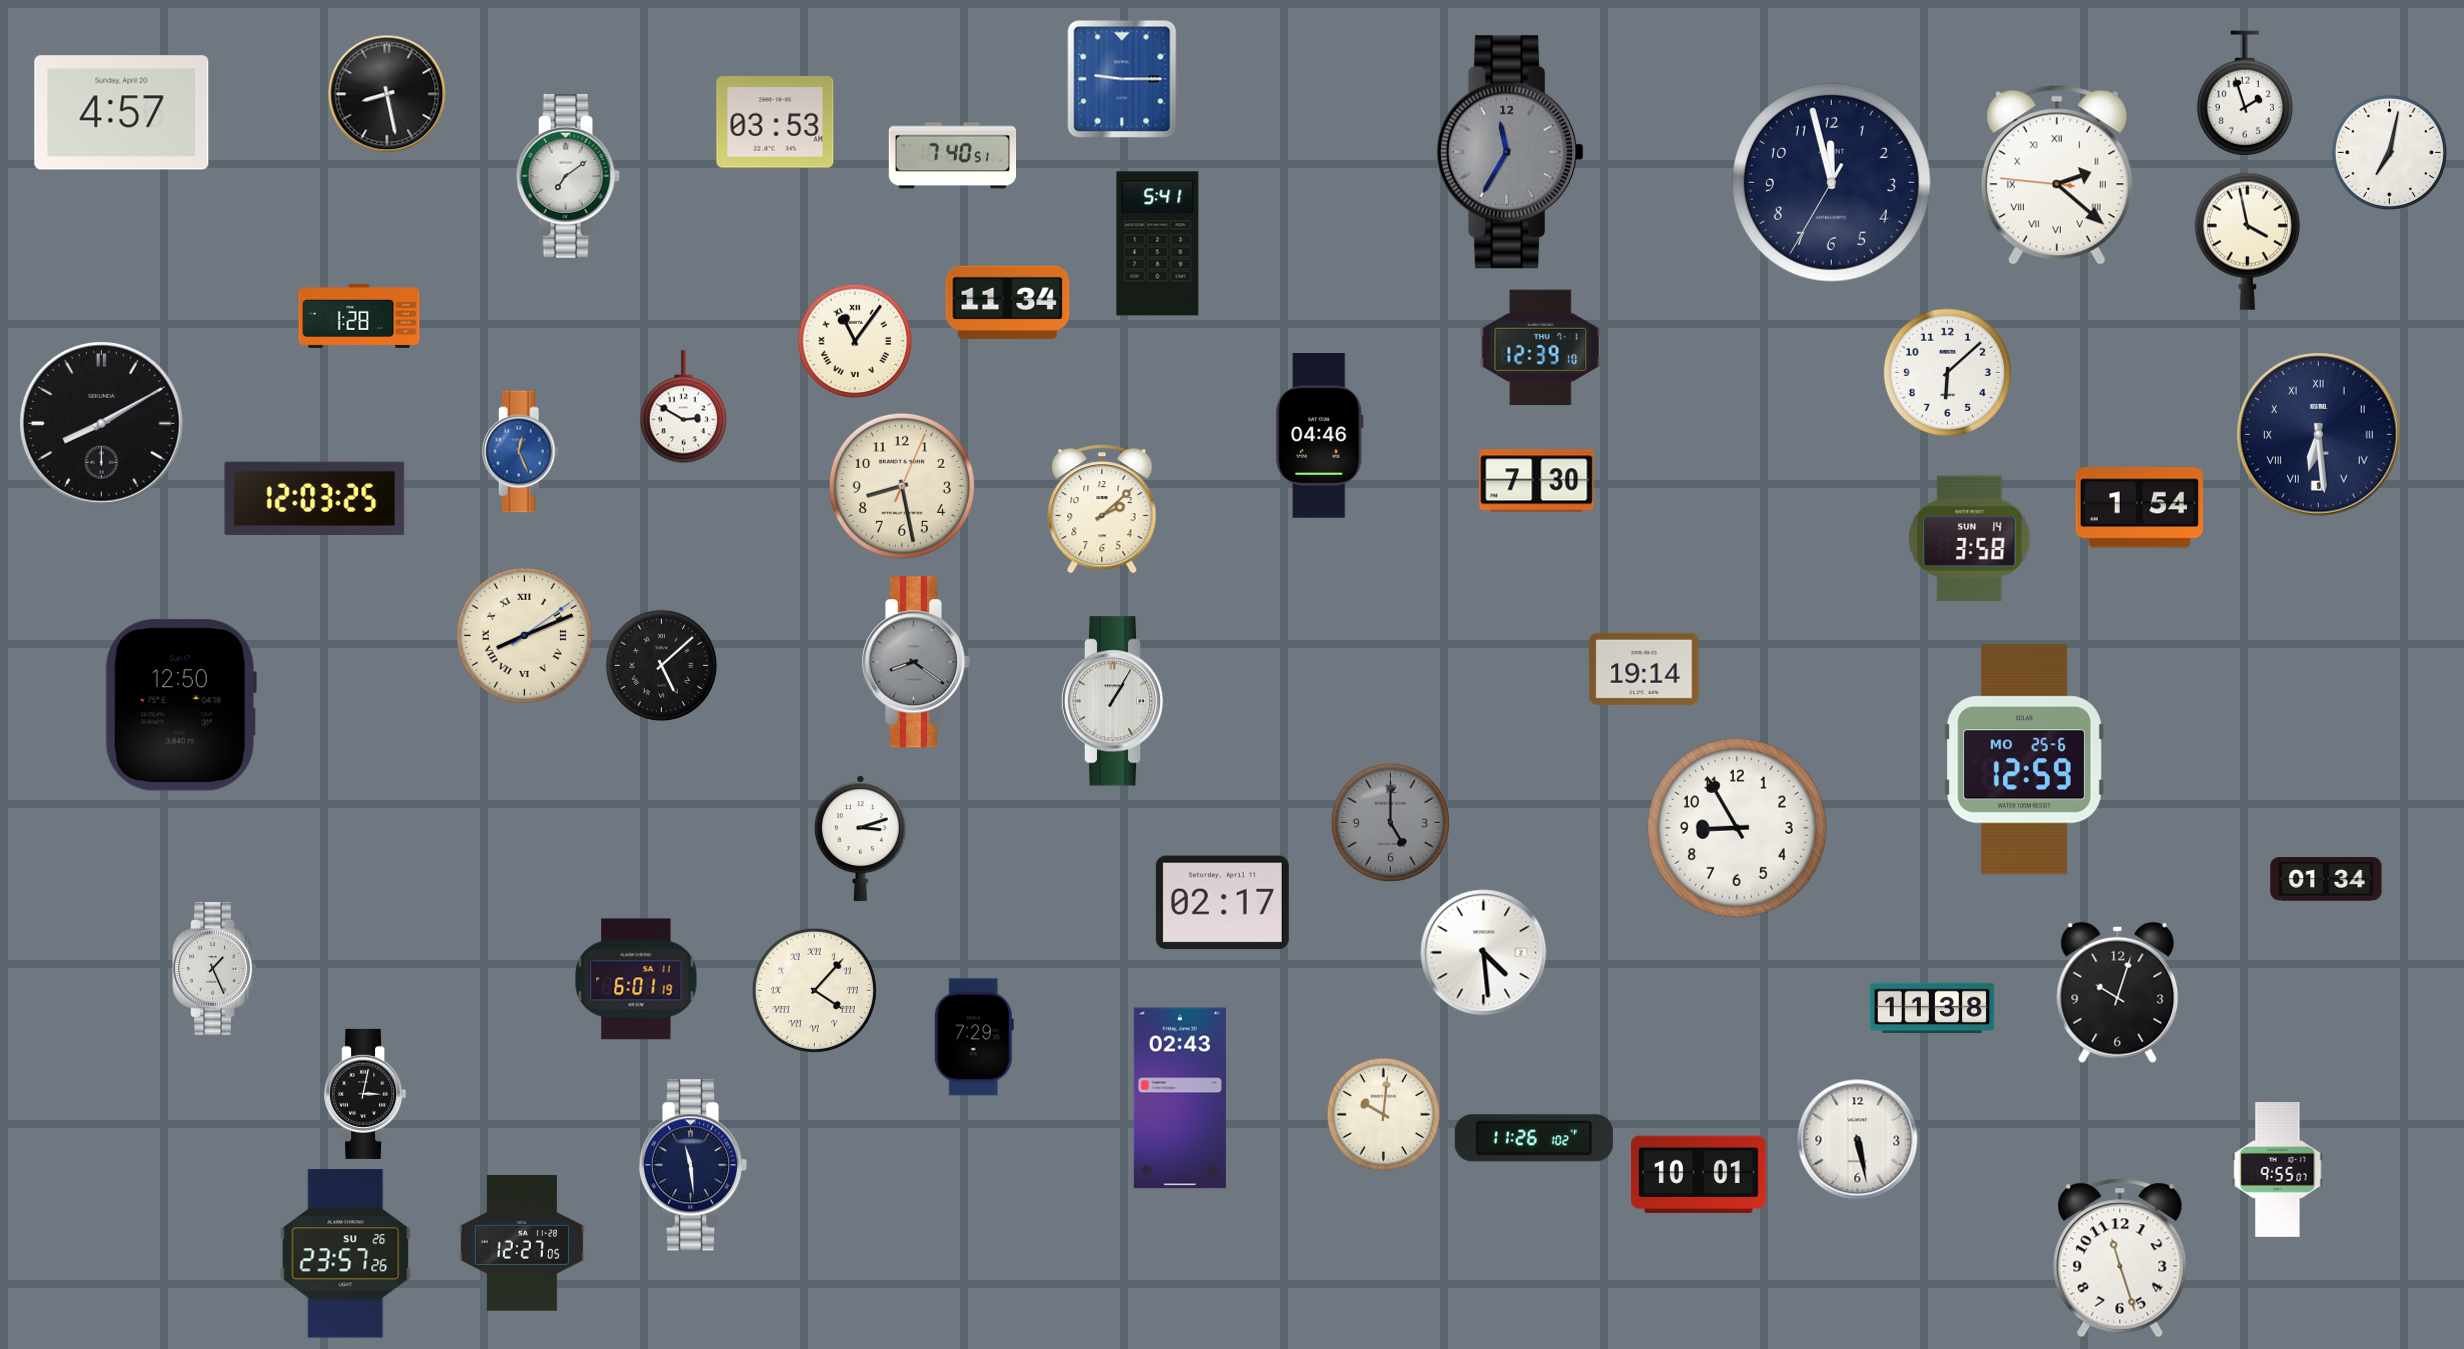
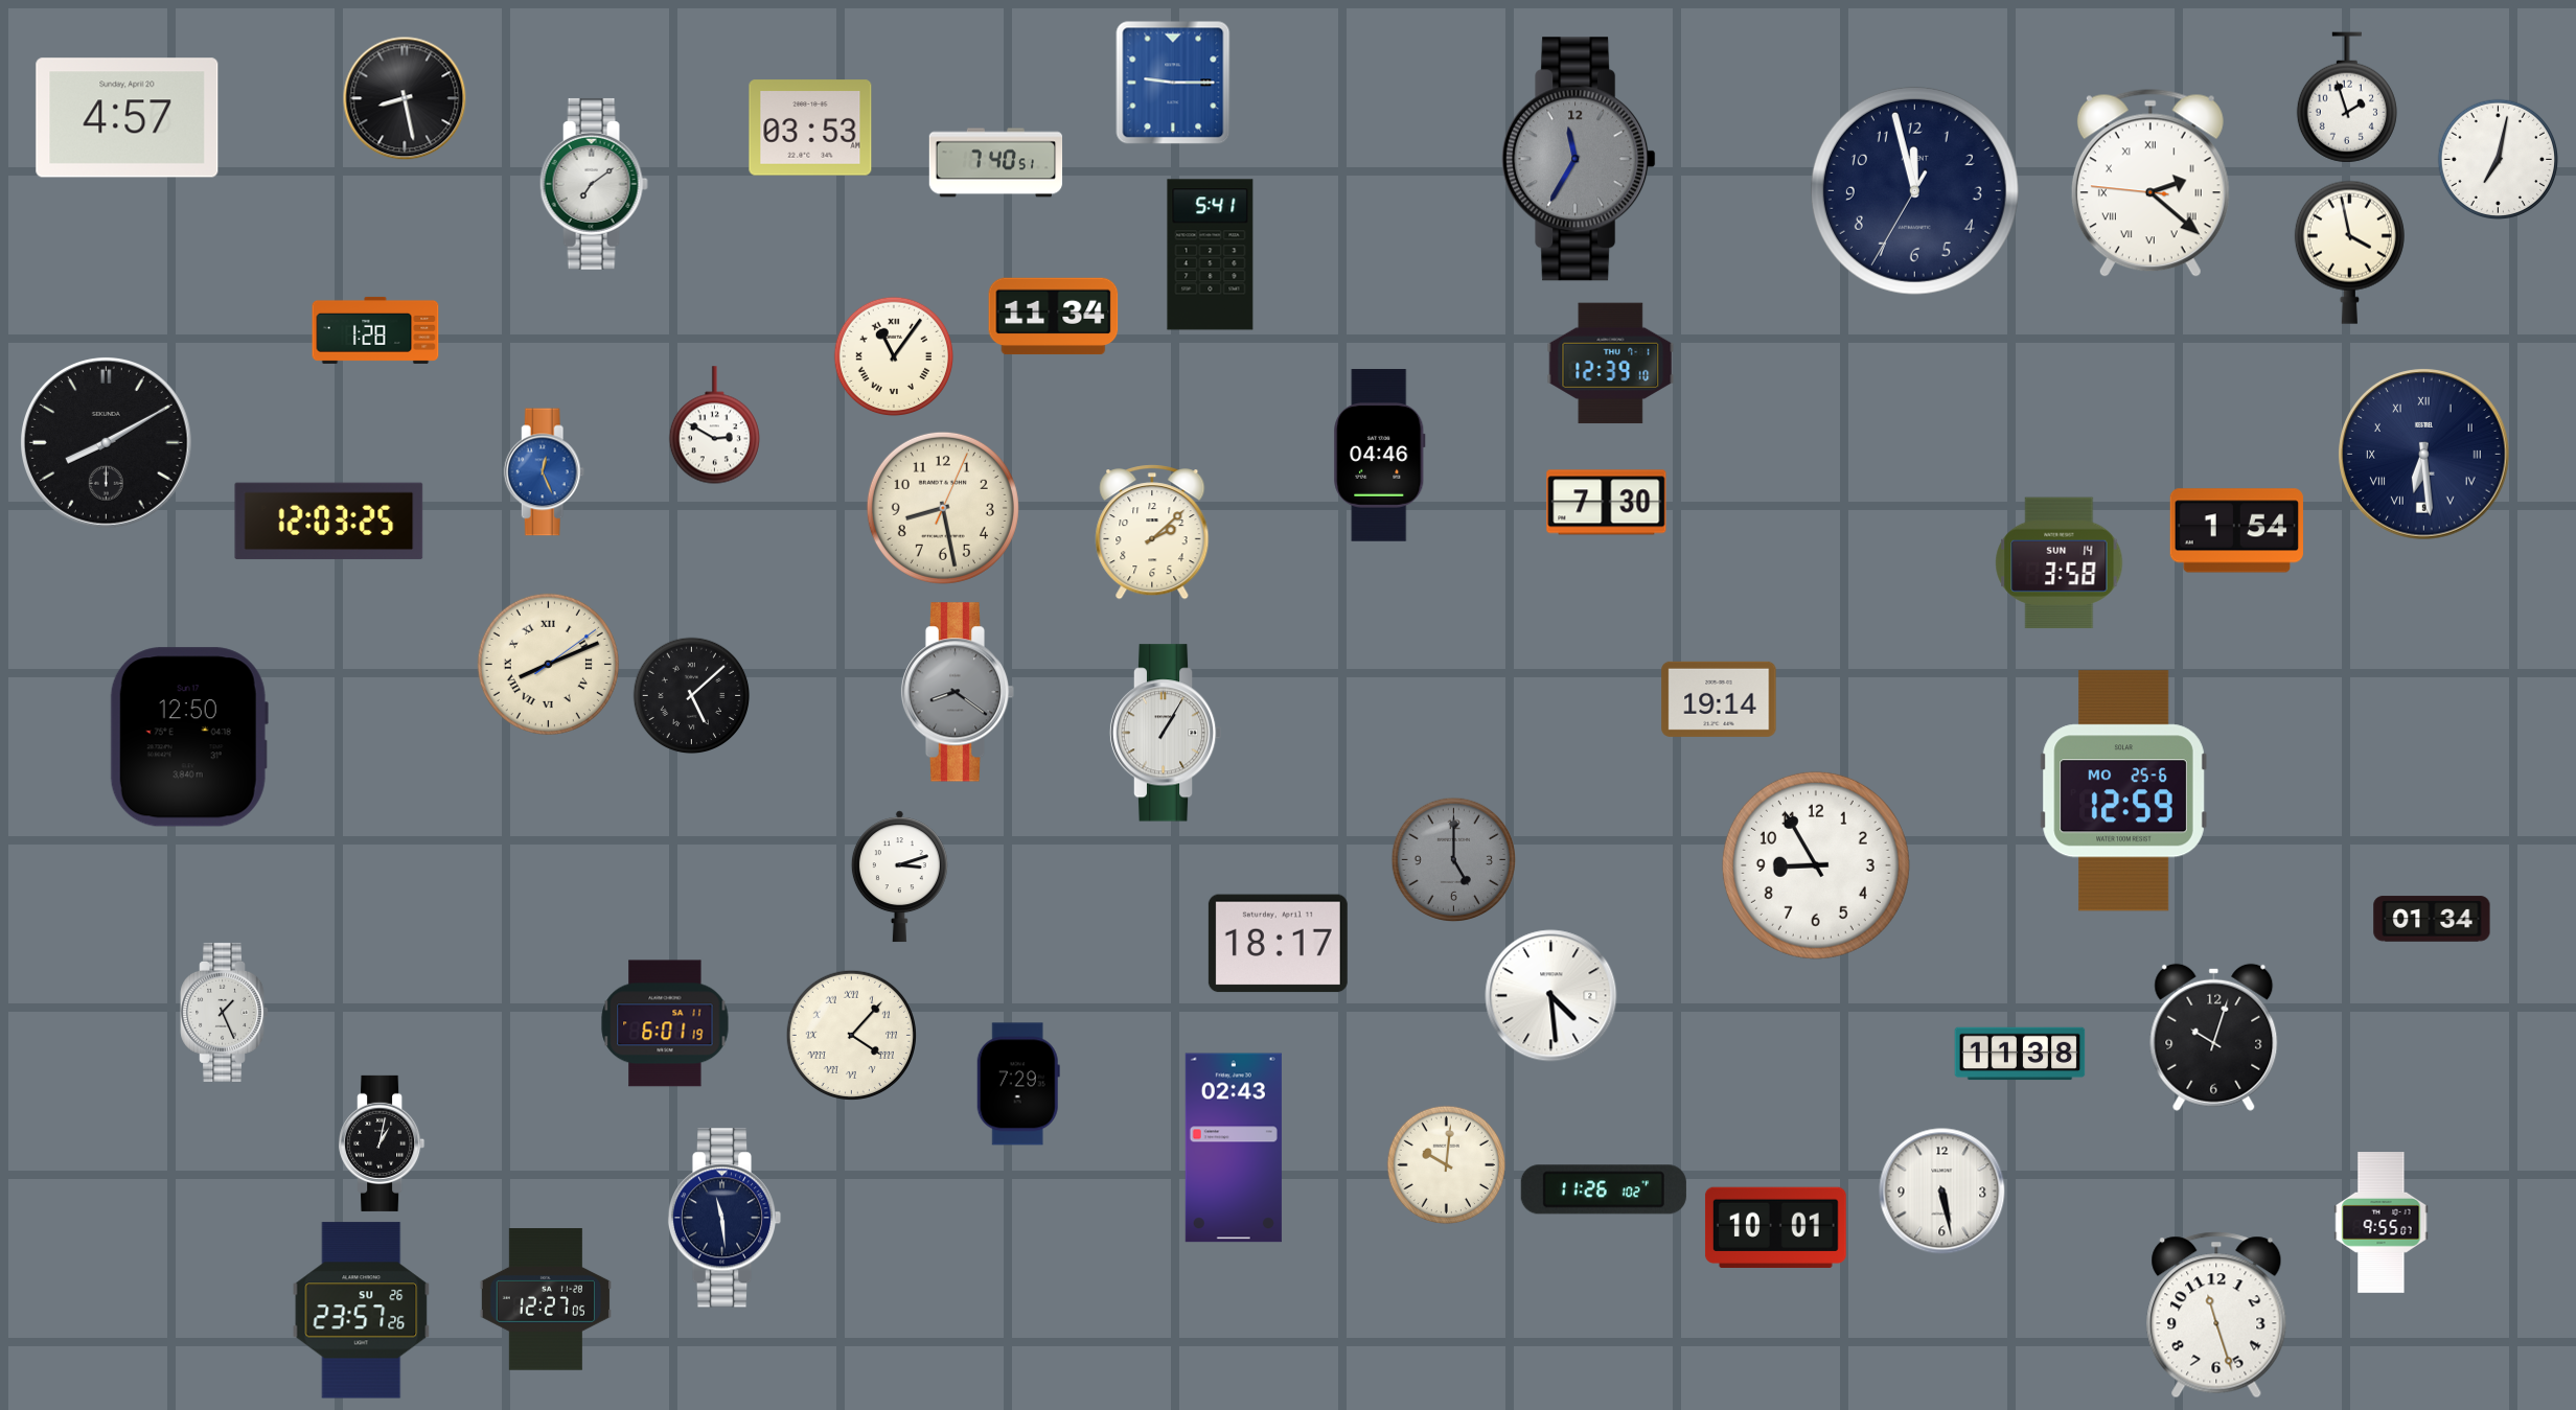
clock at (1947, 372): 6:08 -> none
clock at (2024, 760) position: (2024, 760) -> (2123, 791)
clock at (1222, 903): 02:17 -> 18:17
clock at (365, 1094): 3:02 -> 1:02
